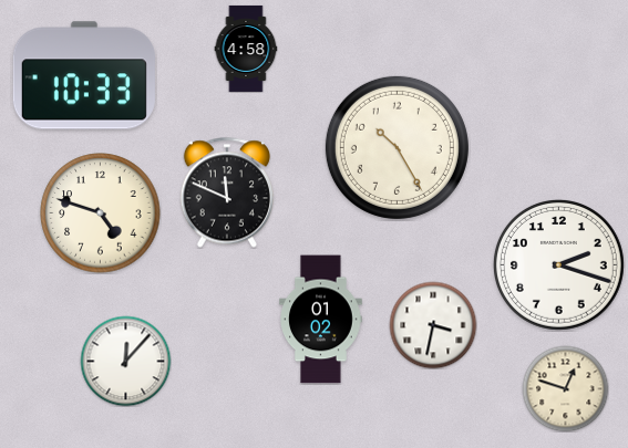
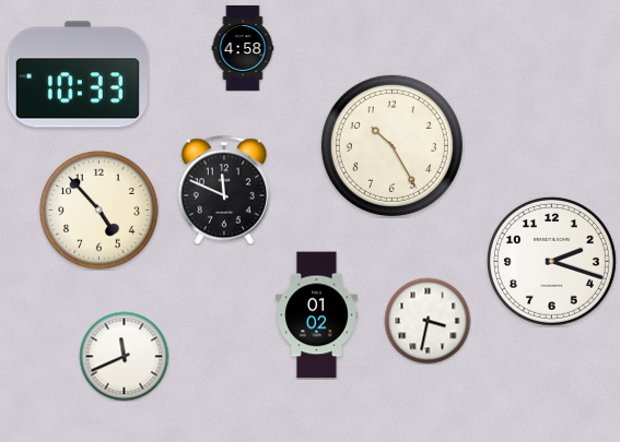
clock at (84, 75) position: (84, 75) -> (78, 74)
clock at (101, 213): 4:48 -> 4:53
clock at (125, 361): 12:07 -> 11:41
clock at (565, 388): 12:48 -> none
